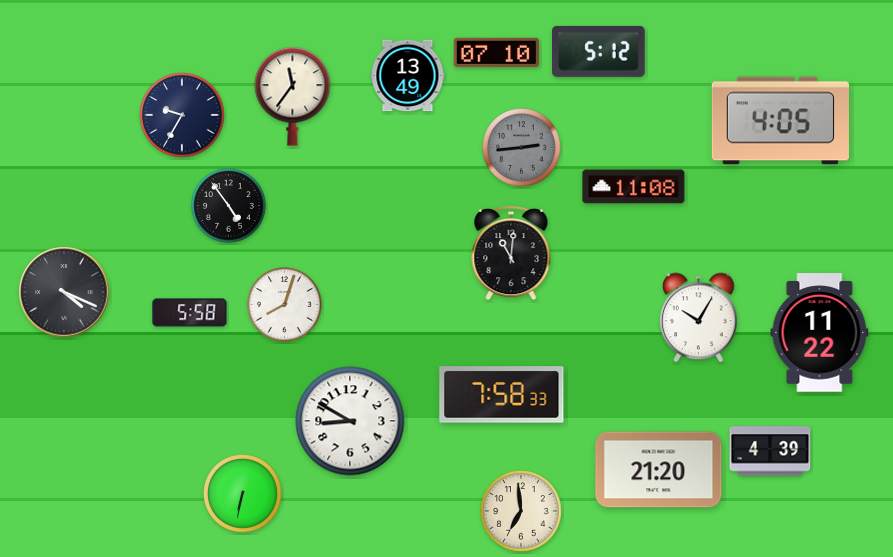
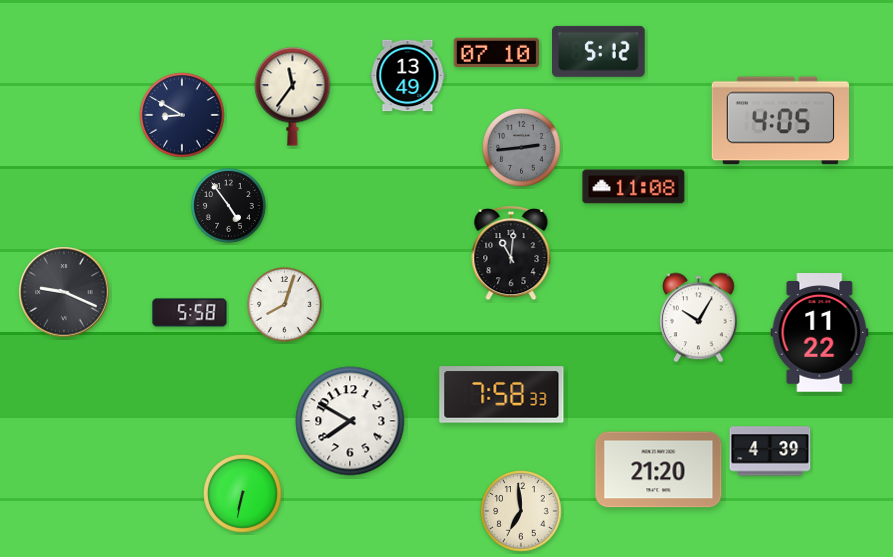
clock at (182, 115): 9:35 -> 8:50
clock at (64, 292): 4:19 -> 9:19
clock at (350, 421): 8:50 -> 7:50
